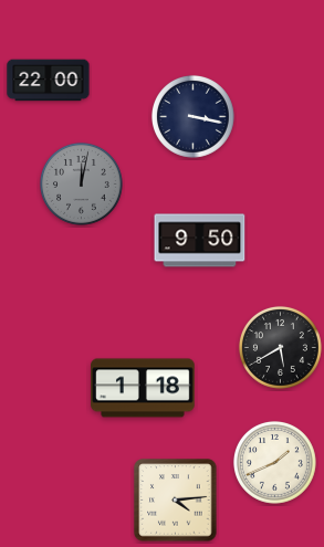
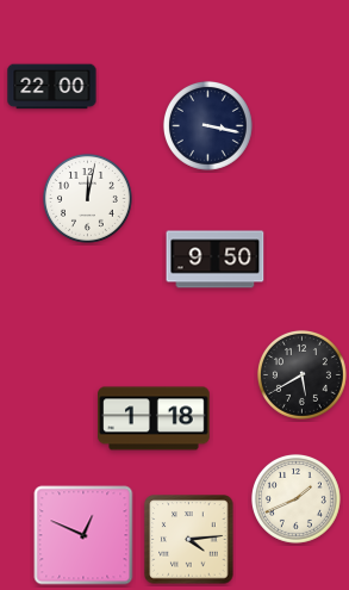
clock at (81, 183) dial: grey -> white
clock at (83, 535): none -> 12:49
